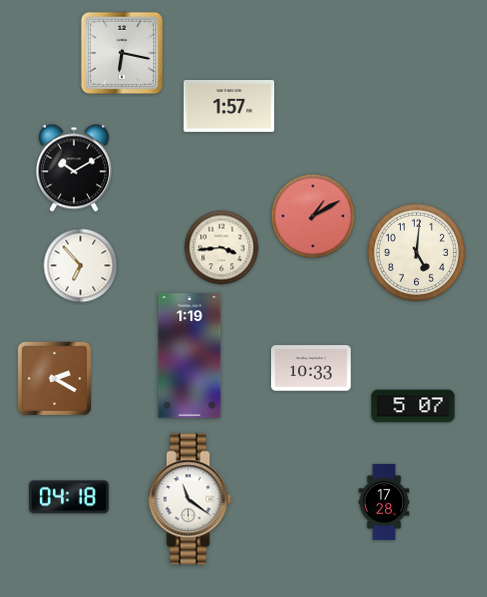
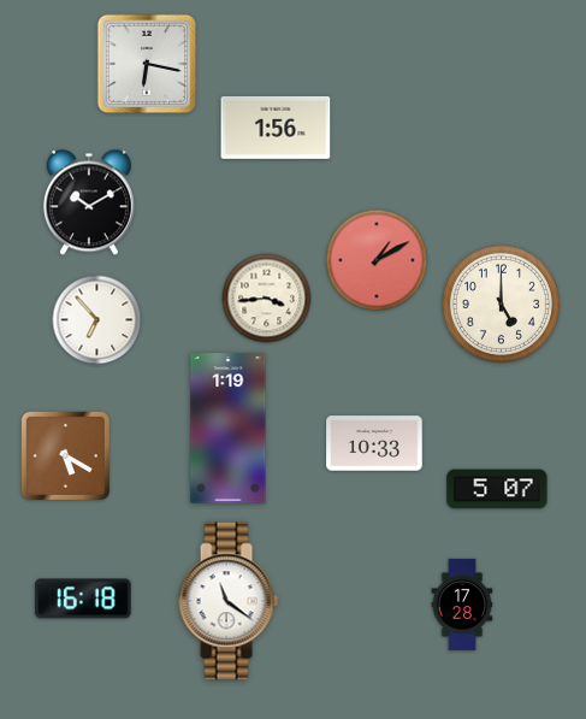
clock at (229, 106): 1:57 -> 1:56
clock at (416, 252): 5:01 -> 5:00
clock at (54, 378): 2:20 -> 5:20
clock at (69, 497): 04:18 -> 16:18
